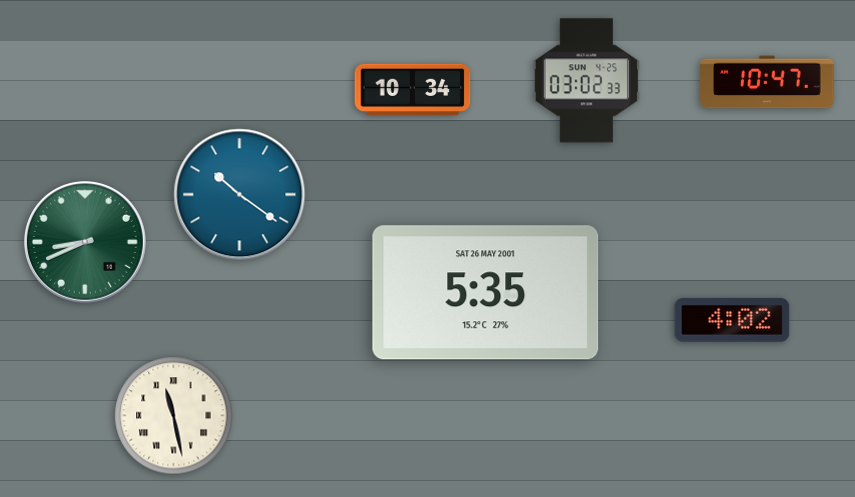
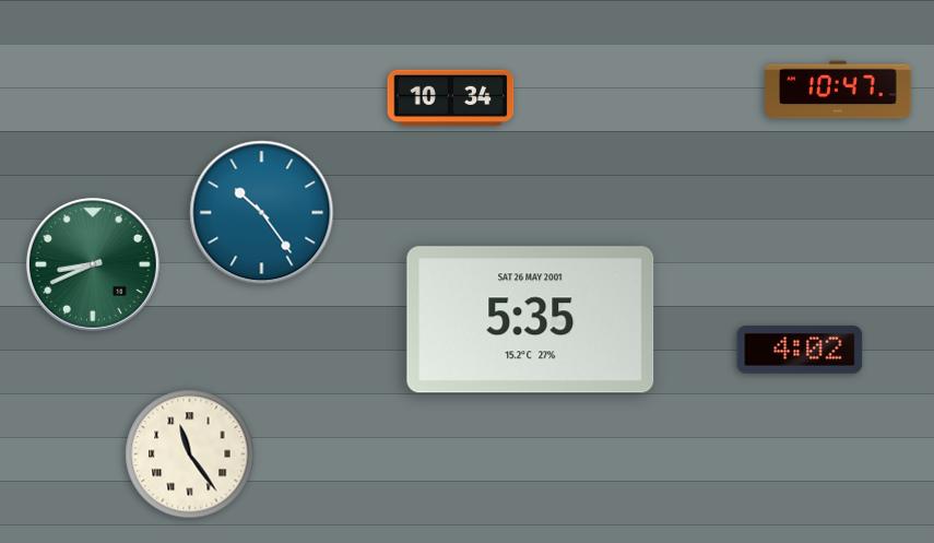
clock at (586, 81): 03:02 -> none
clock at (240, 195): 10:21 -> 10:24
clock at (174, 416): 11:28 -> 11:24
